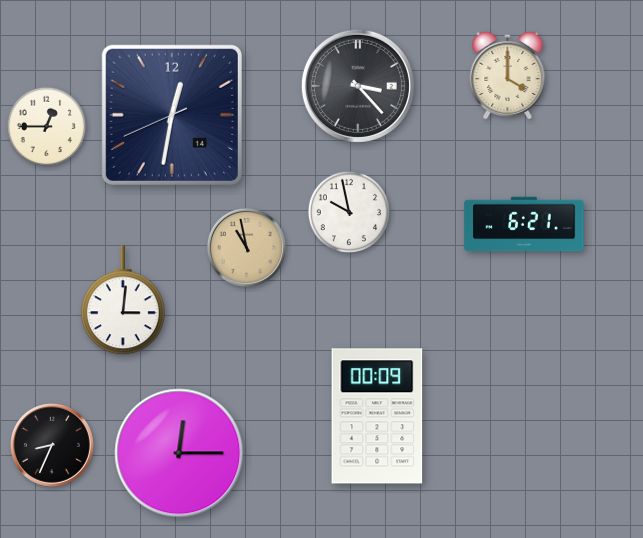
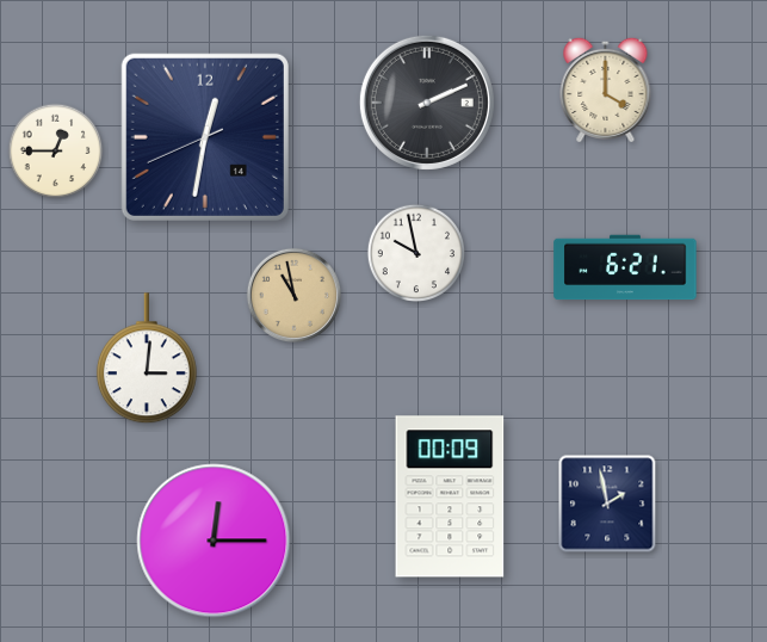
clock at (358, 86): 3:23 -> 2:11
clock at (607, 504): none -> 1:58
clock at (52, 445): 8:34 -> none
